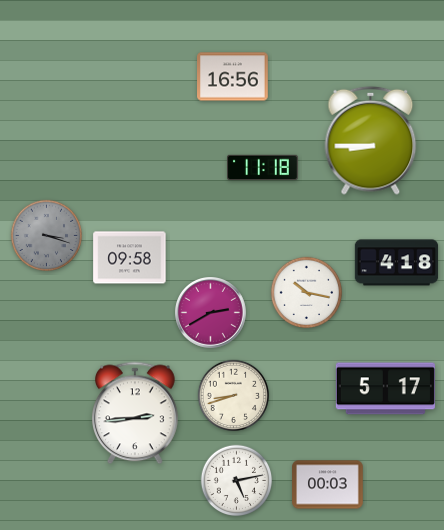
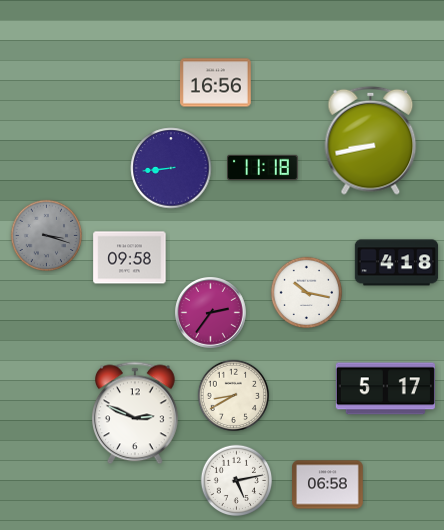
clock at (233, 77) position: (233, 77) -> (216, 83)
clock at (371, 140): 8:45 -> 8:43
clock at (171, 168): none -> 8:44
clock at (211, 313): 2:40 -> 2:36
clock at (234, 396): 8:42 -> 8:40
clock at (136, 413): 2:44 -> 2:49
clock at (328, 485): 00:03 -> 06:58
